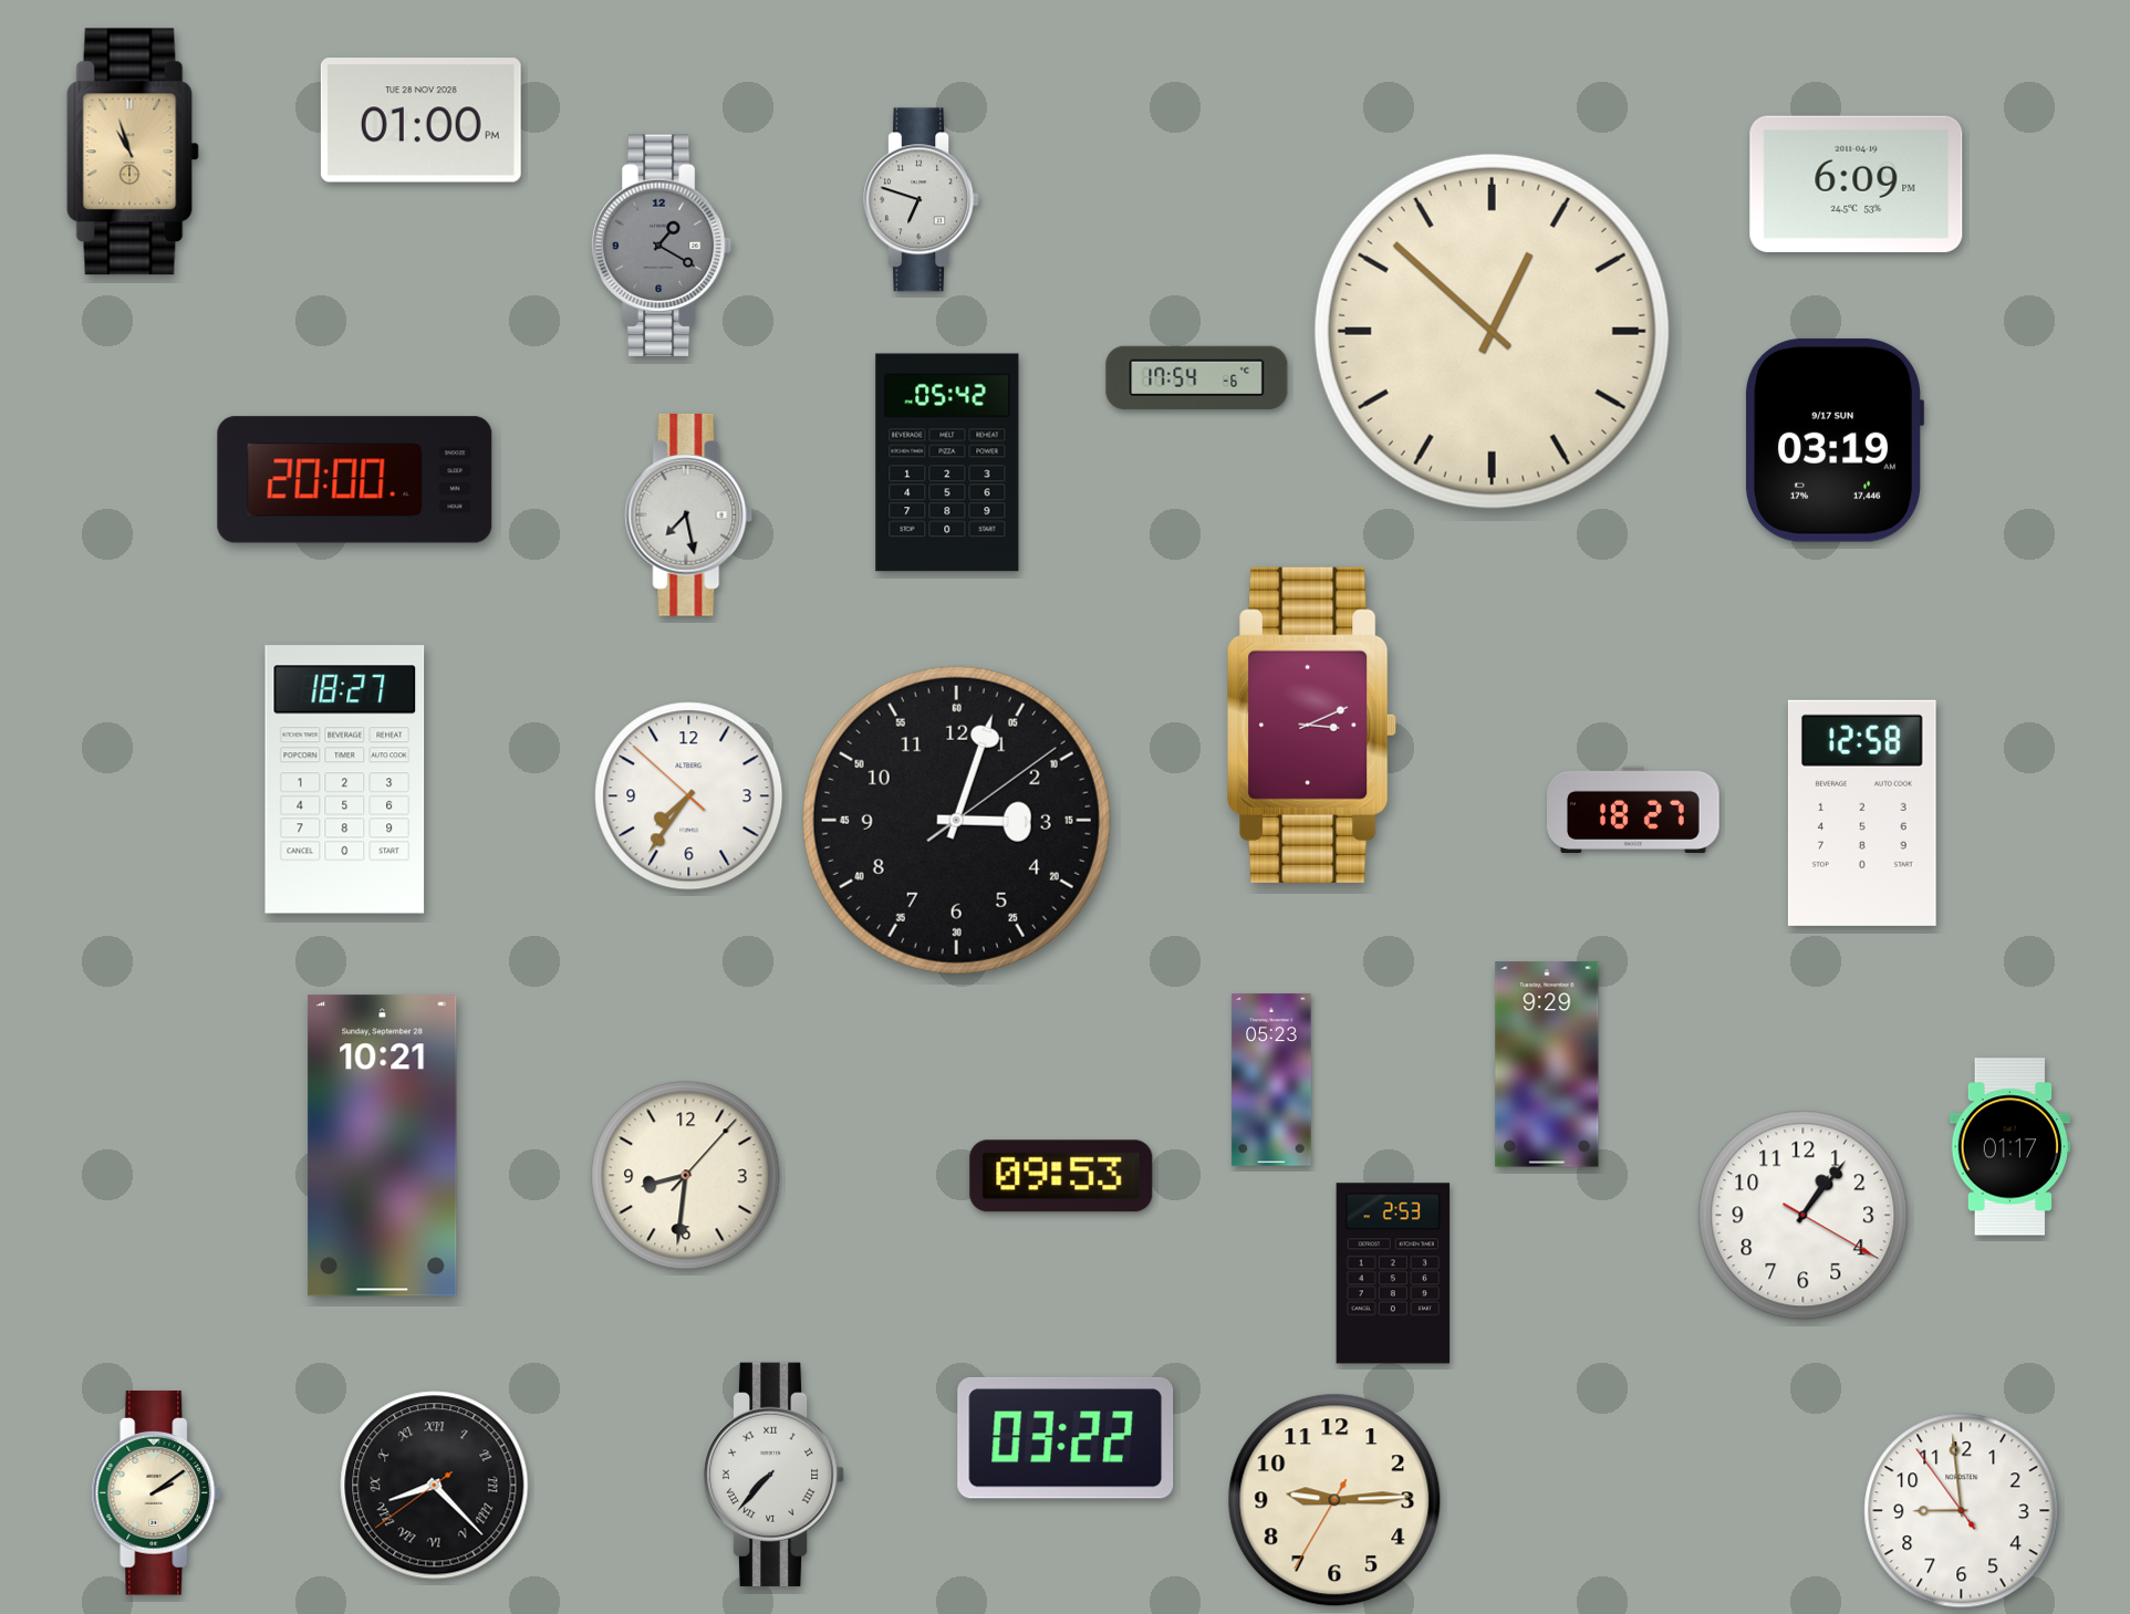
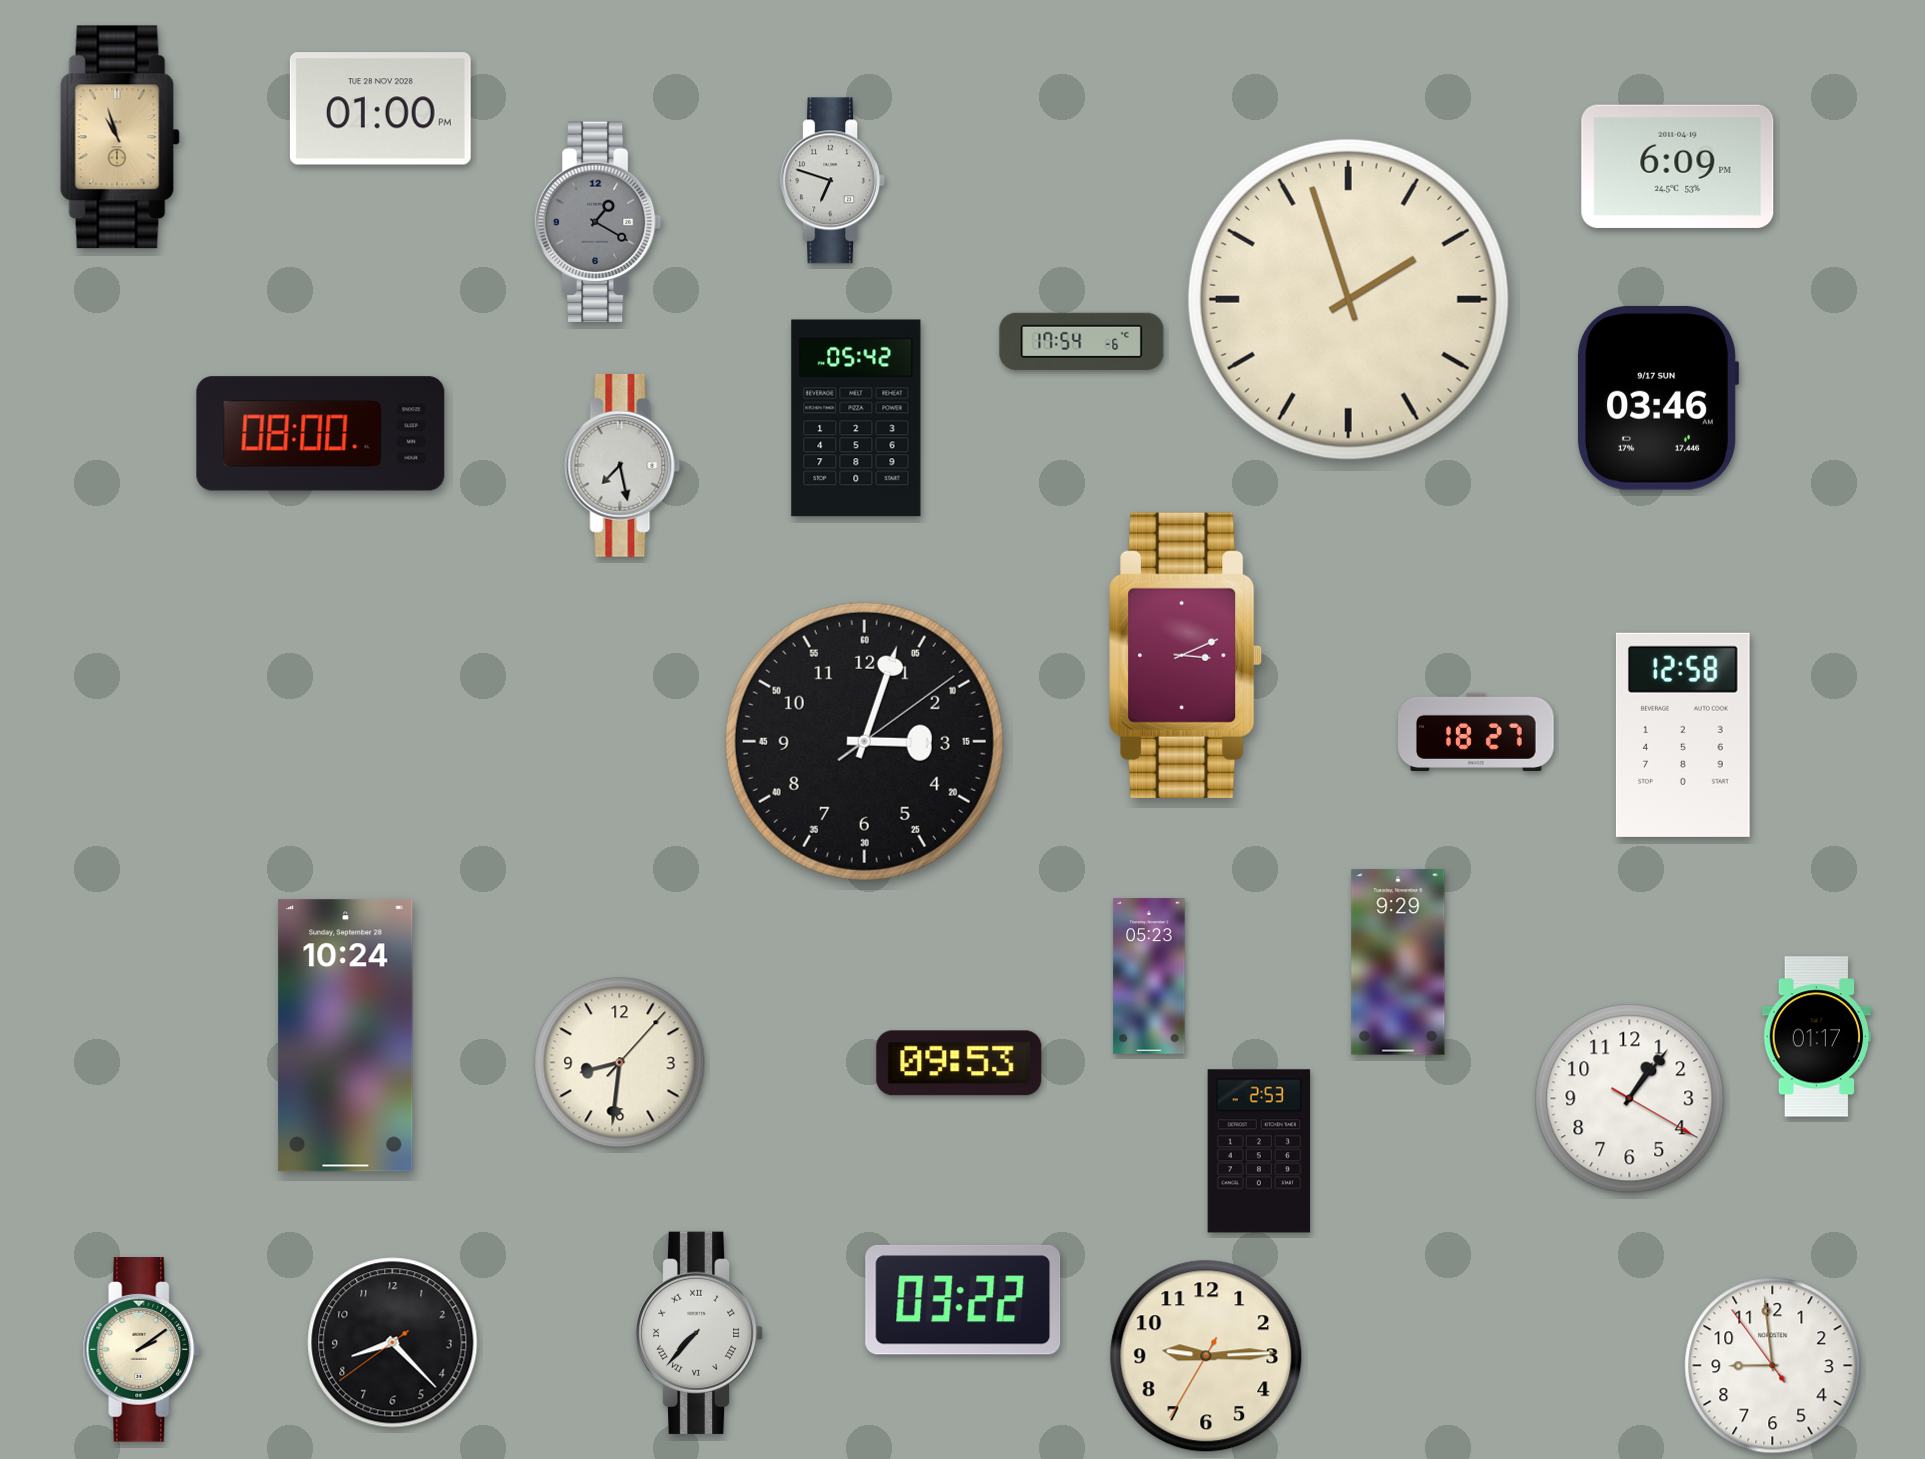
clock at (1492, 331): 12:52 -> 1:57
clock at (1835, 440): 03:19 -> 03:46
clock at (355, 480): 20:00 -> 08:00
clock at (345, 780): 18:27 -> none
clock at (689, 796): 7:35 -> none
clock at (383, 1146): 10:21 -> 10:24
clock at (435, 1486) numerals: Roman -> Arabic
